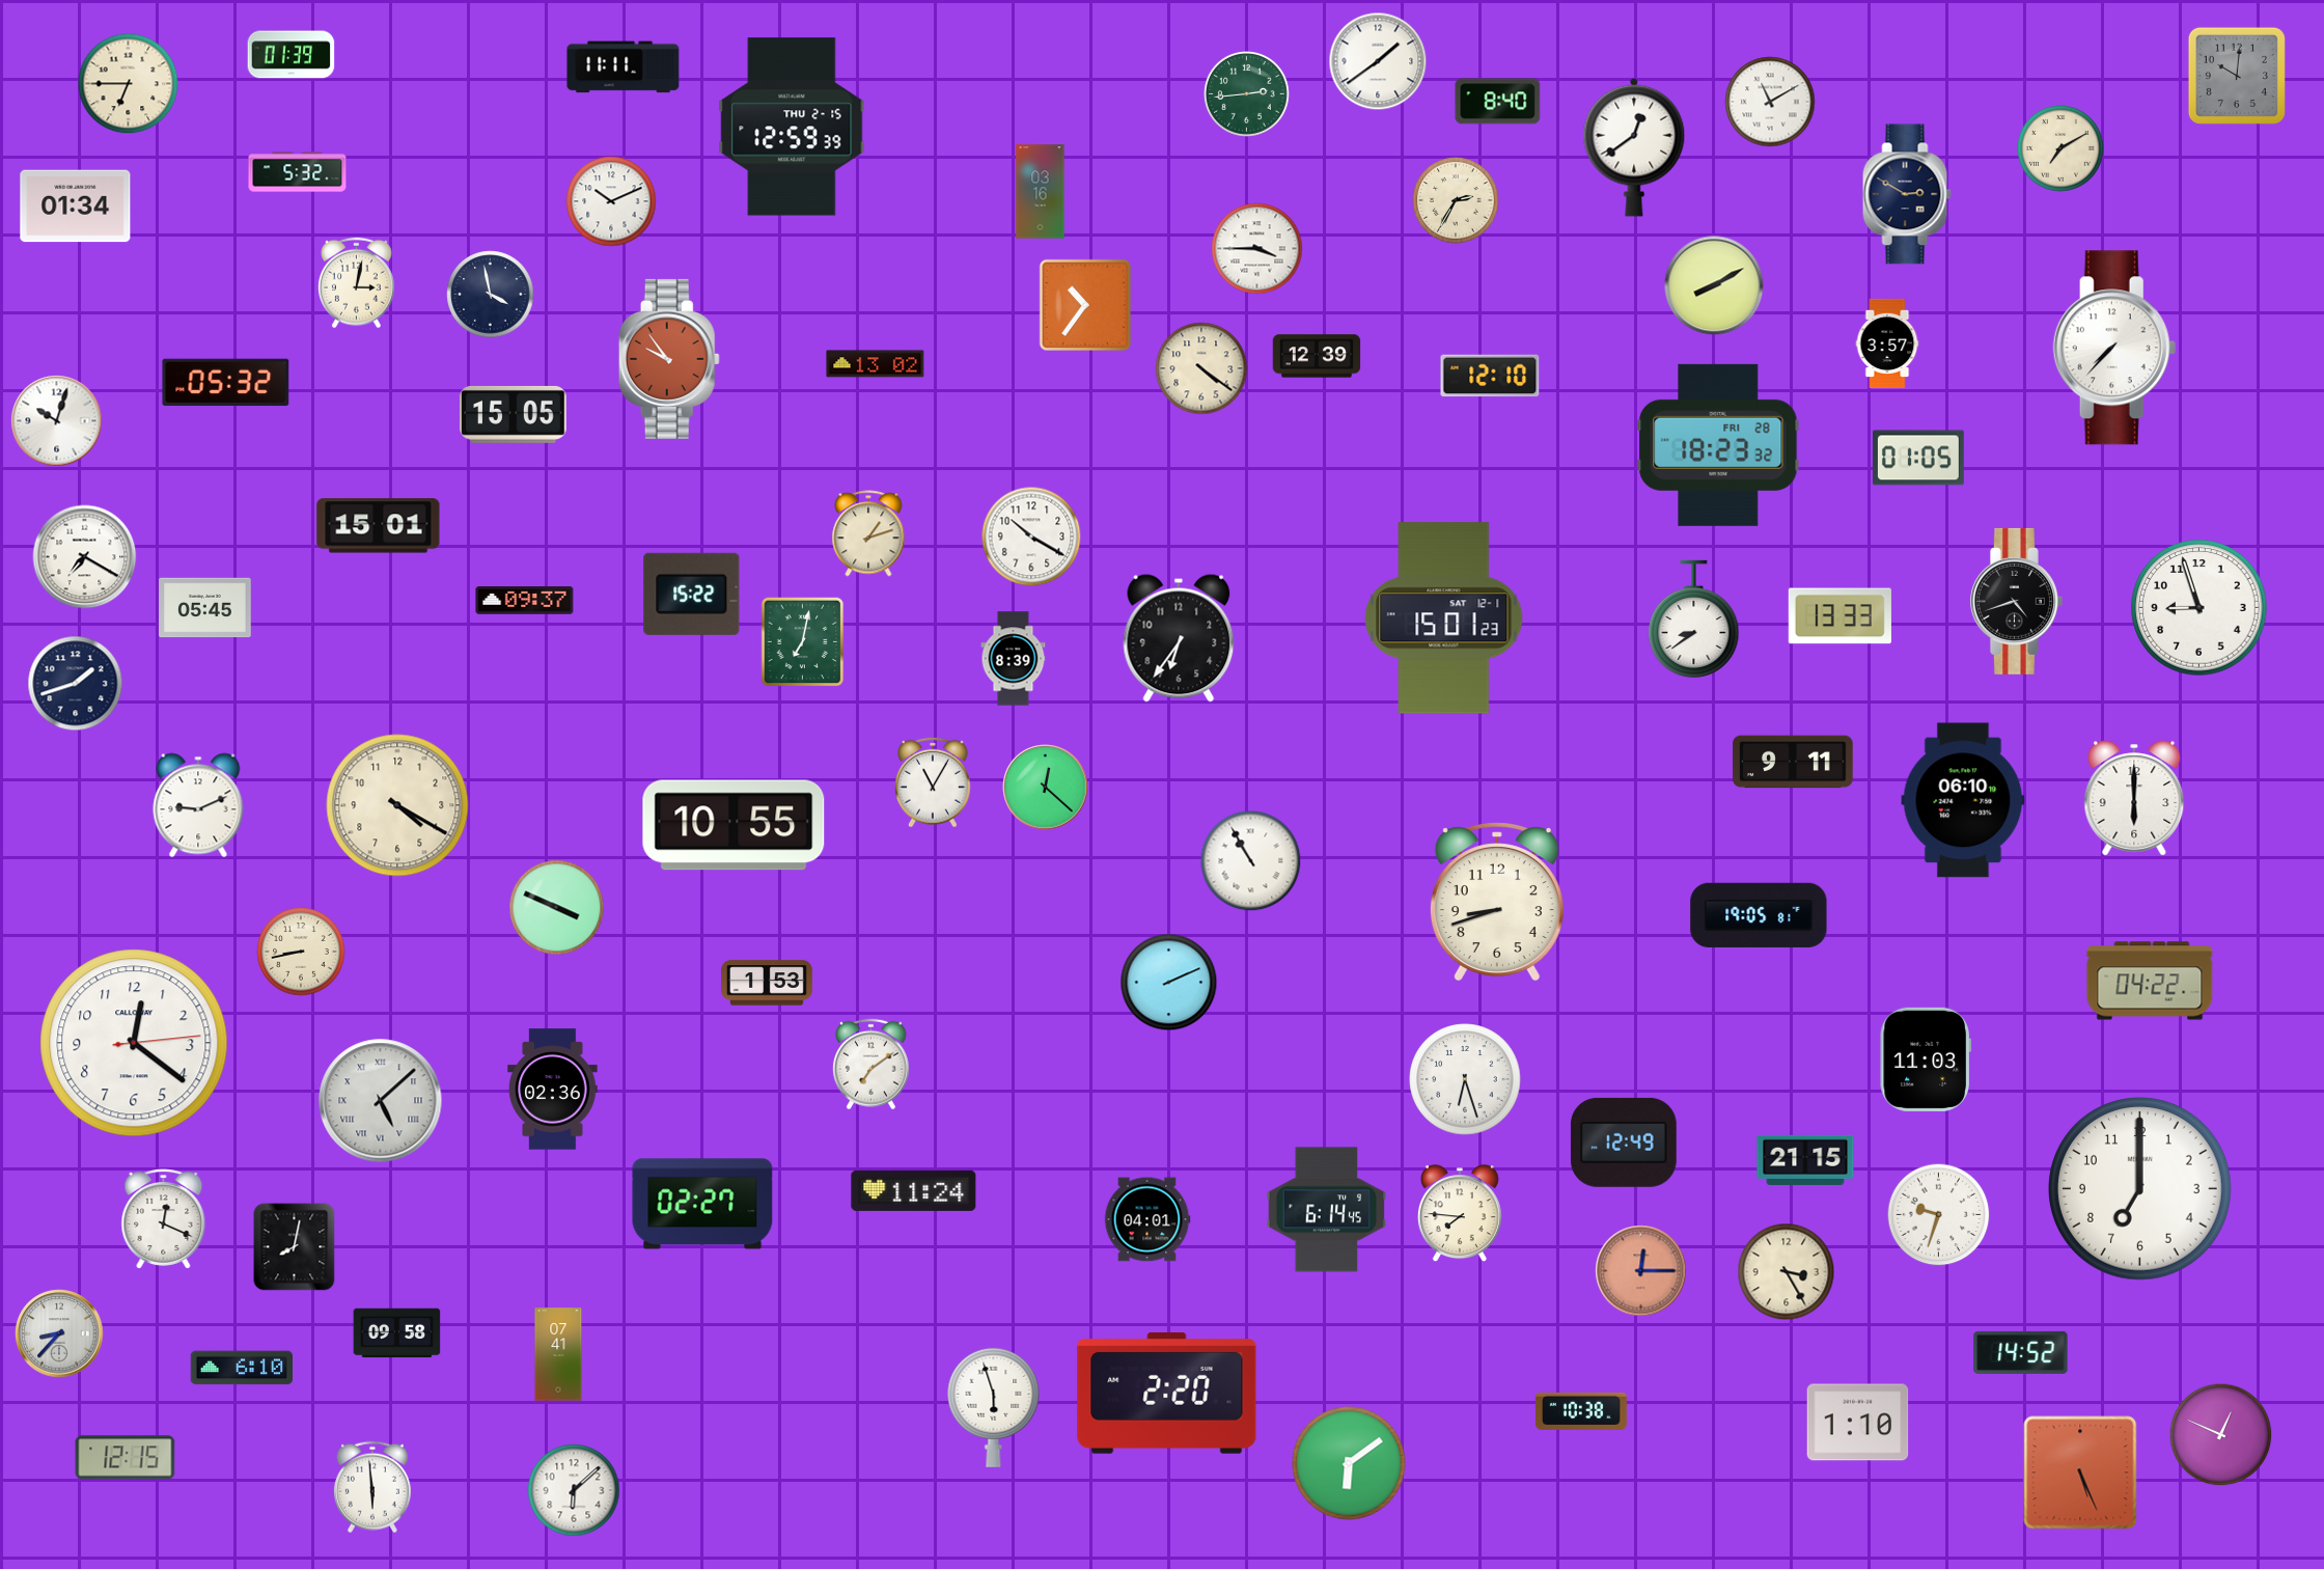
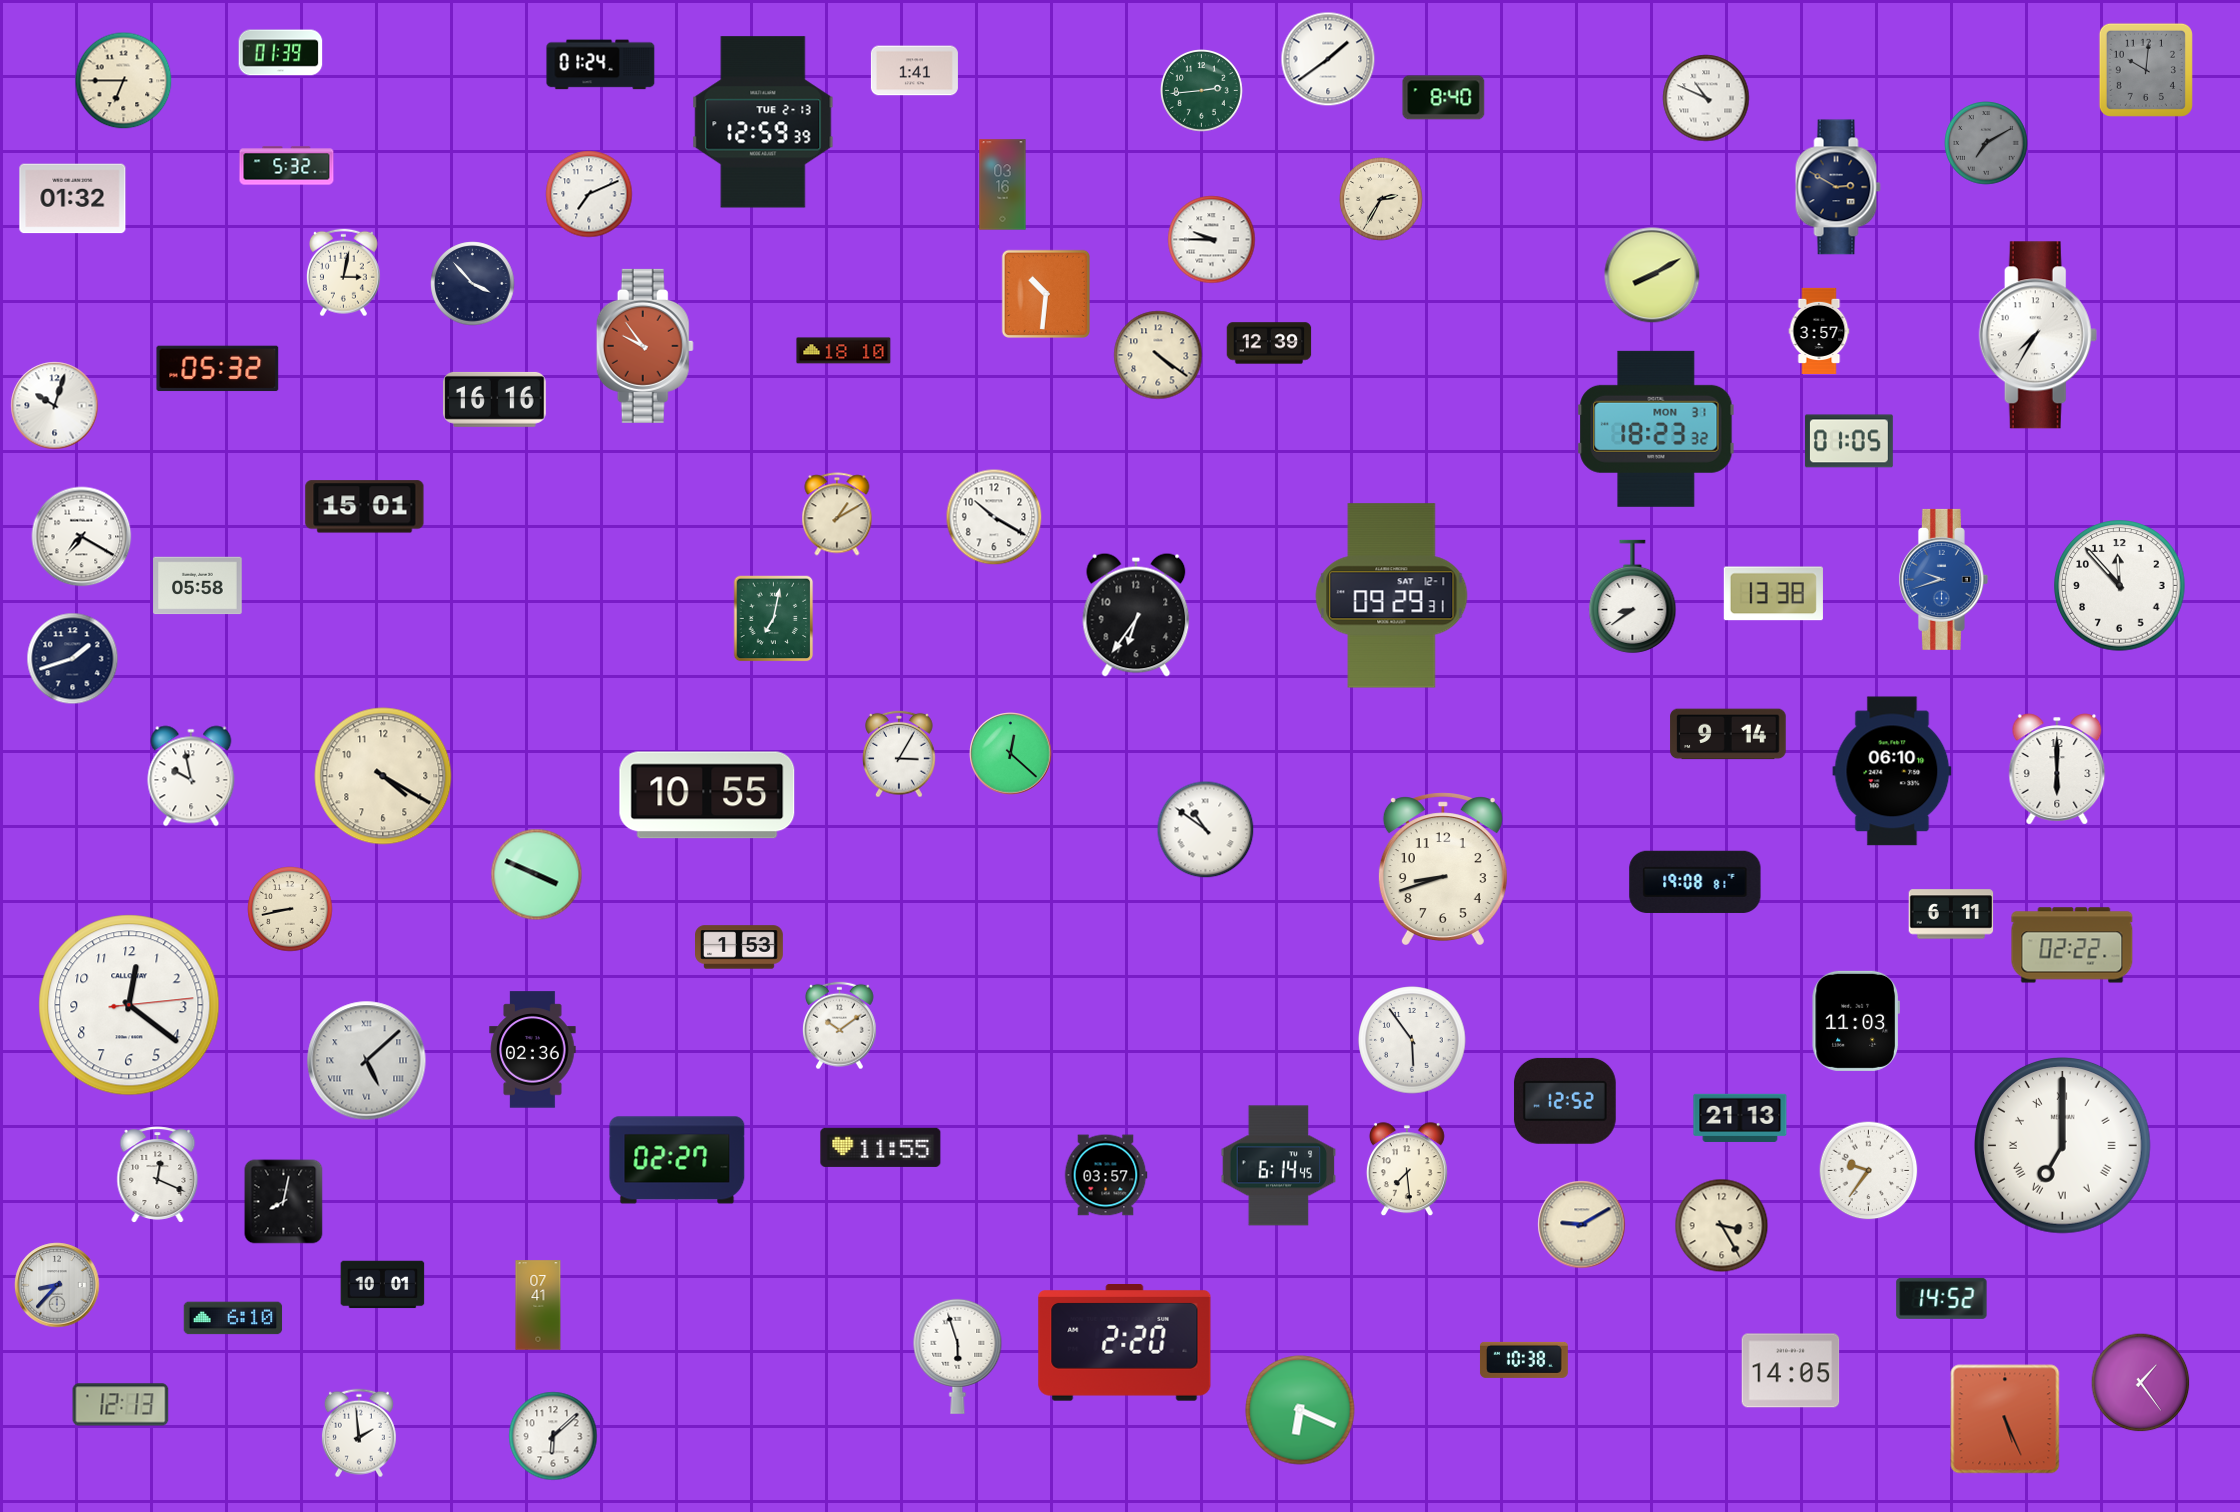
clock at (624, 67): 11:11 -> 01:24
clock at (914, 71): none -> 1:41
clock at (2237, 76) position: (2237, 76) -> (2146, 70)
clock at (1770, 102): 11:10 -> 10:49
clock at (792, 127) date: THU 2-15 -> TUE 2-13
clock at (1634, 147): 12:39 -> none
clock at (2060, 148) dial: cream -> grey
clock at (1456, 200) position: (1456, 200) -> (1381, 199)
clock at (611, 201): 10:11 -> 7:11
clock at (76, 207): 01:34 -> 01:32
clock at (1257, 249): 3:45 -> 9:45
clock at (491, 295): 3:58 -> 3:53
clock at (1085, 305): 10:36 -> 10:31
clock at (2114, 348): 7:37 -> 7:35
clock at (876, 364): 13:02 -> 18:10
clock at (1490, 376): 12:10 -> none
clock at (514, 414): 15:05 -> 16:16
clock at (1718, 445) date: FRI 28 -> MON 31
clock at (868, 533): 1:12 -> 1:10
clock at (692, 594): 15:22 -> none
clock at (525, 601): 09:37 -> none
clock at (2016, 601): 4:42 -> 9:42
clock at (2016, 601) dial: black -> blue
clock at (205, 608): 05:45 -> 05:58
clock at (2199, 608): 8:57 -> 11:53
clock at (1839, 616): 13:33 -> 13:38
clock at (1444, 618): 15:01 -> 09:29
clock at (1014, 659): 8:39 -> none
clock at (1793, 762): 9:11 -> 9:14
clock at (934, 782): 11:05 -> 3:05
clock at (1046, 788) position: (1046, 788) -> (1011, 754)
clock at (198, 805): 9:11 -> 9:58
clock at (1251, 861): 10:55 -> 10:51
clock at (1759, 914): 19:05 -> 19:08
clock at (1951, 914): none -> 6:11
clock at (301, 952) position: (301, 952) -> (290, 909)
clock at (2150, 981): 04:22 -> 02:22
clock at (1169, 983): 2:11 -> none
clock at (870, 1065): 7:09 -> 10:09
clock at (1465, 1079): 6:27 -> 5:54
clock at (1624, 1143): 12:49 -> 12:52
clock at (1805, 1160): 21:15 -> 21:13
clock at (2140, 1189) numerals: Arabic -> Roman
clock at (914, 1190): 11:24 -> 11:55
clock at (1460, 1214): 7:46 -> 7:29
clock at (1939, 1215): 9:33 -> 9:36
clock at (1147, 1219): 04:01 -> 03:57
clock at (1641, 1271): 12:15 -> 9:10
clock at (1641, 1271) dial: salmon -> cream
clock at (397, 1333): 09:58 -> 10:01
clock at (2021, 1352) position: (2021, 1352) -> (1942, 1298)
clock at (1858, 1423): 1:10 -> 14:05
clock at (2221, 1435): 12:49 -> 1:24
clock at (126, 1458): 12:15 -> 12:13
clock at (1349, 1463): 6:09 -> 6:19
clock at (372, 1487): 5:59 -> 1:59
